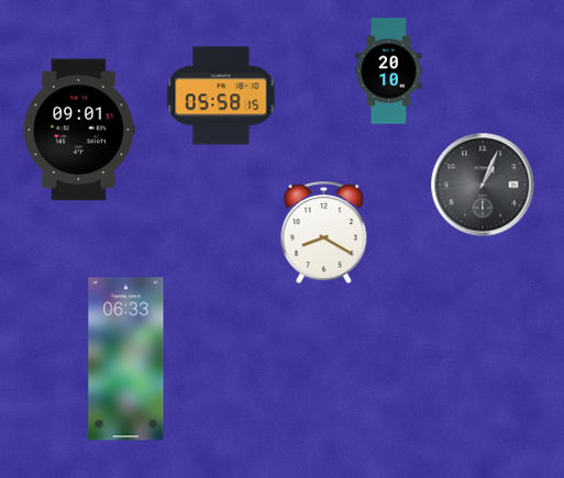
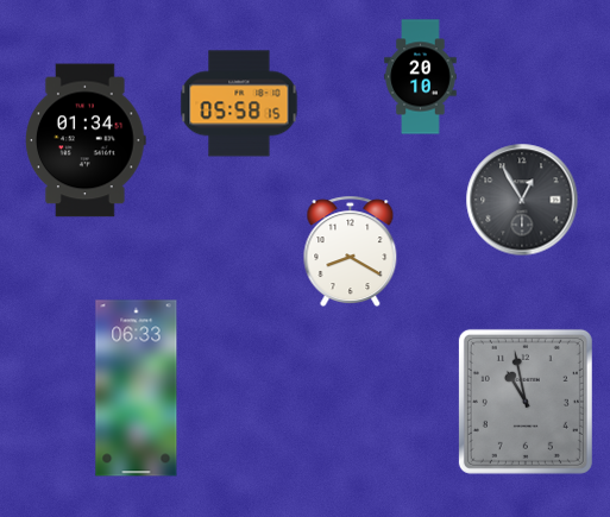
clock at (80, 130): 09:01 -> 01:34
clock at (483, 185): 1:04 -> 12:55
clock at (526, 402): none -> 10:58
